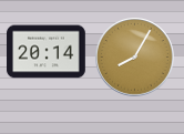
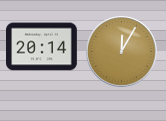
clock at (135, 58): 8:05 -> 12:05
